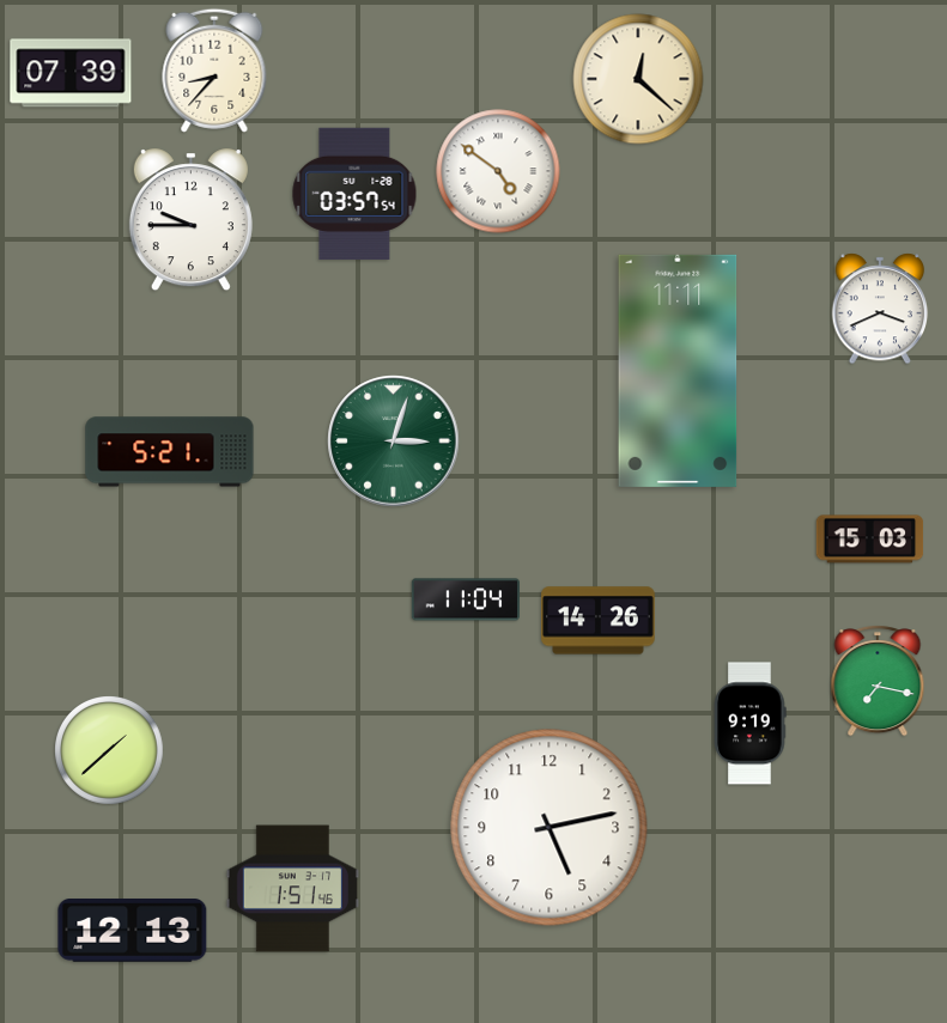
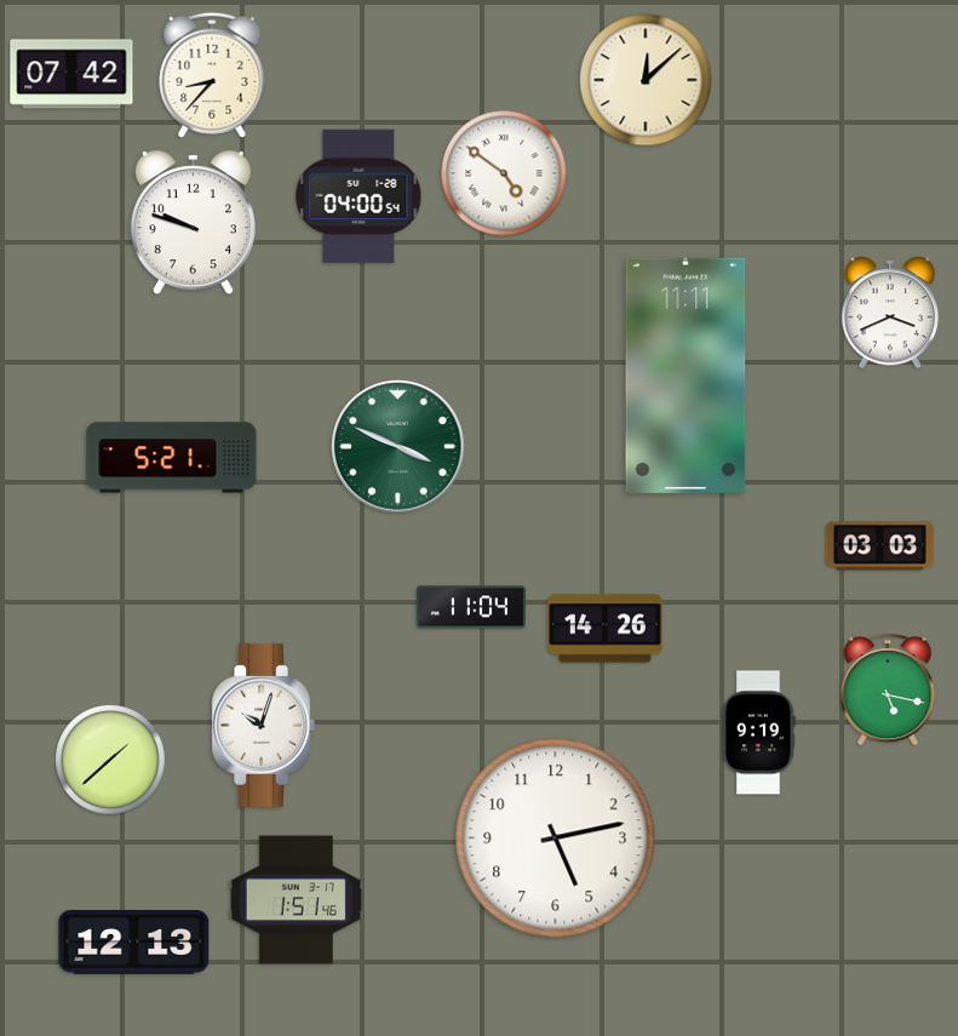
clock at (214, 71) position: (214, 71) -> (212, 75)
clock at (71, 73): 07:39 -> 07:42
clock at (638, 79): 12:22 -> 12:08
clock at (354, 194): 03:57 -> 04:00
clock at (190, 220): 9:45 -> 9:48
clock at (394, 442): 3:03 -> 3:49
clock at (870, 540): 15:03 -> 03:03
clock at (878, 681): 7:17 -> 5:17
clock at (263, 725): none -> 10:03
